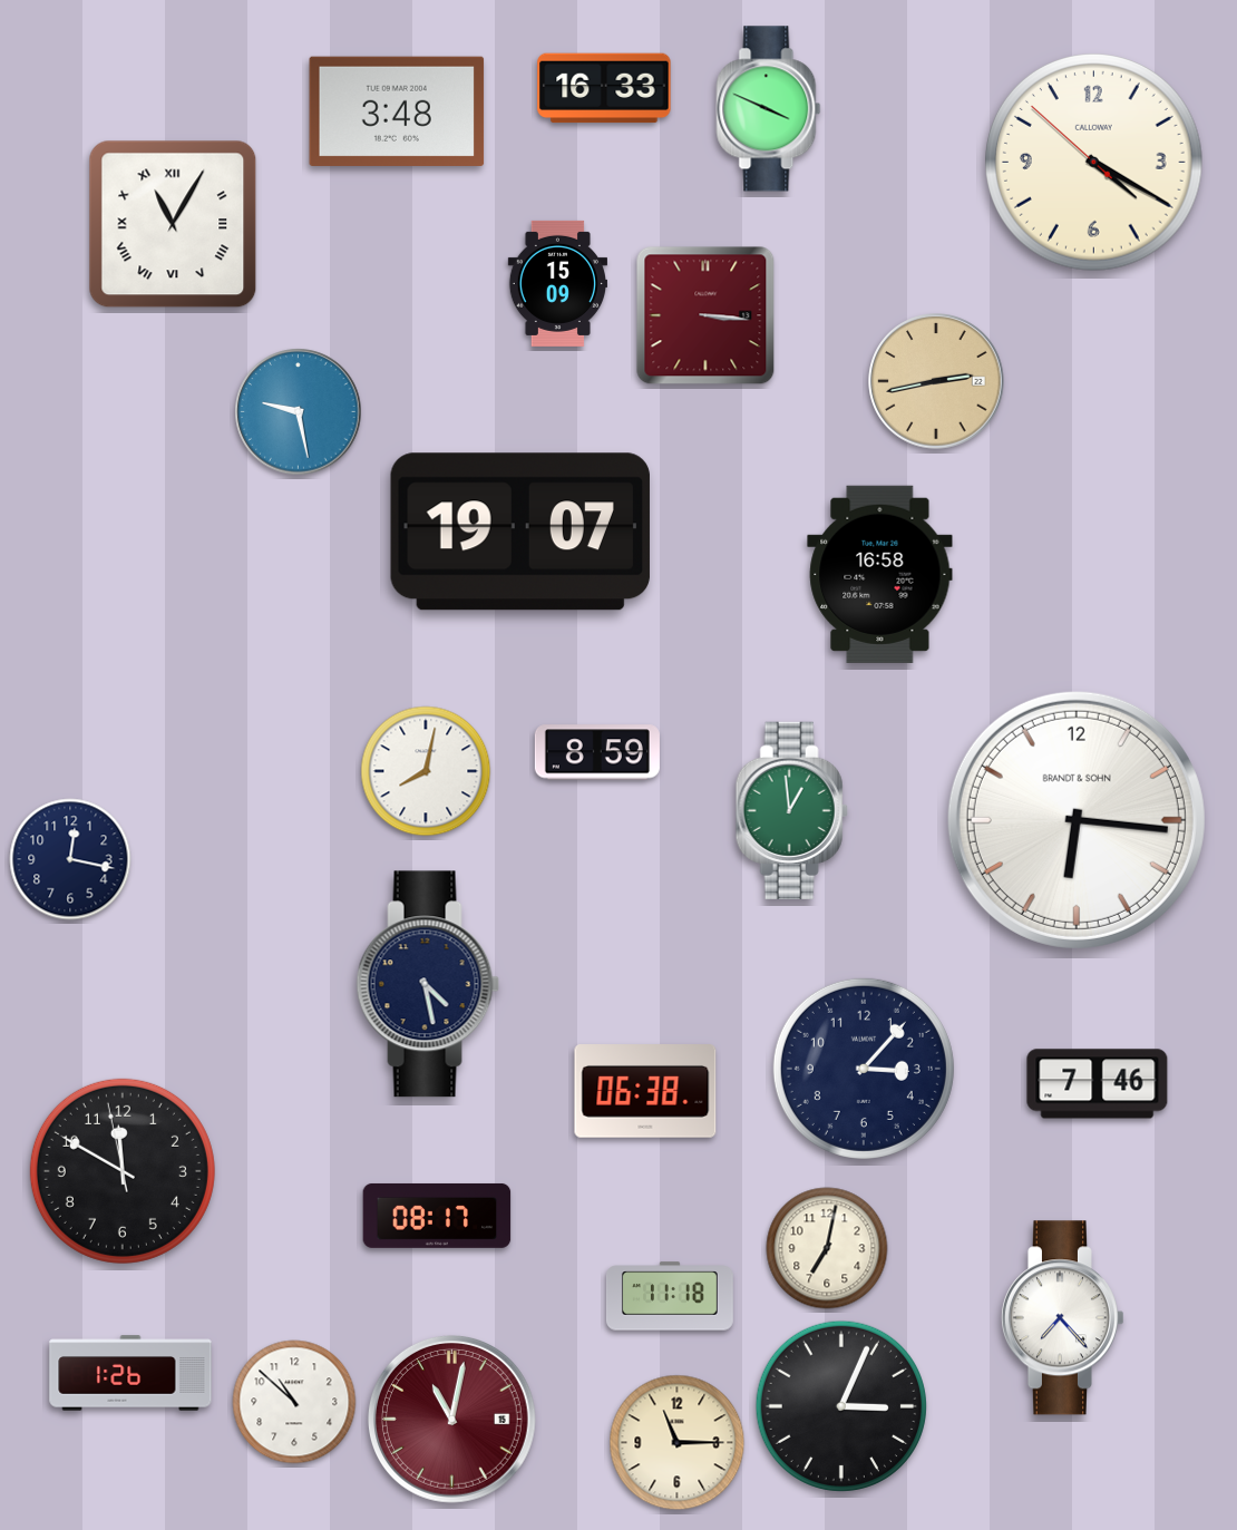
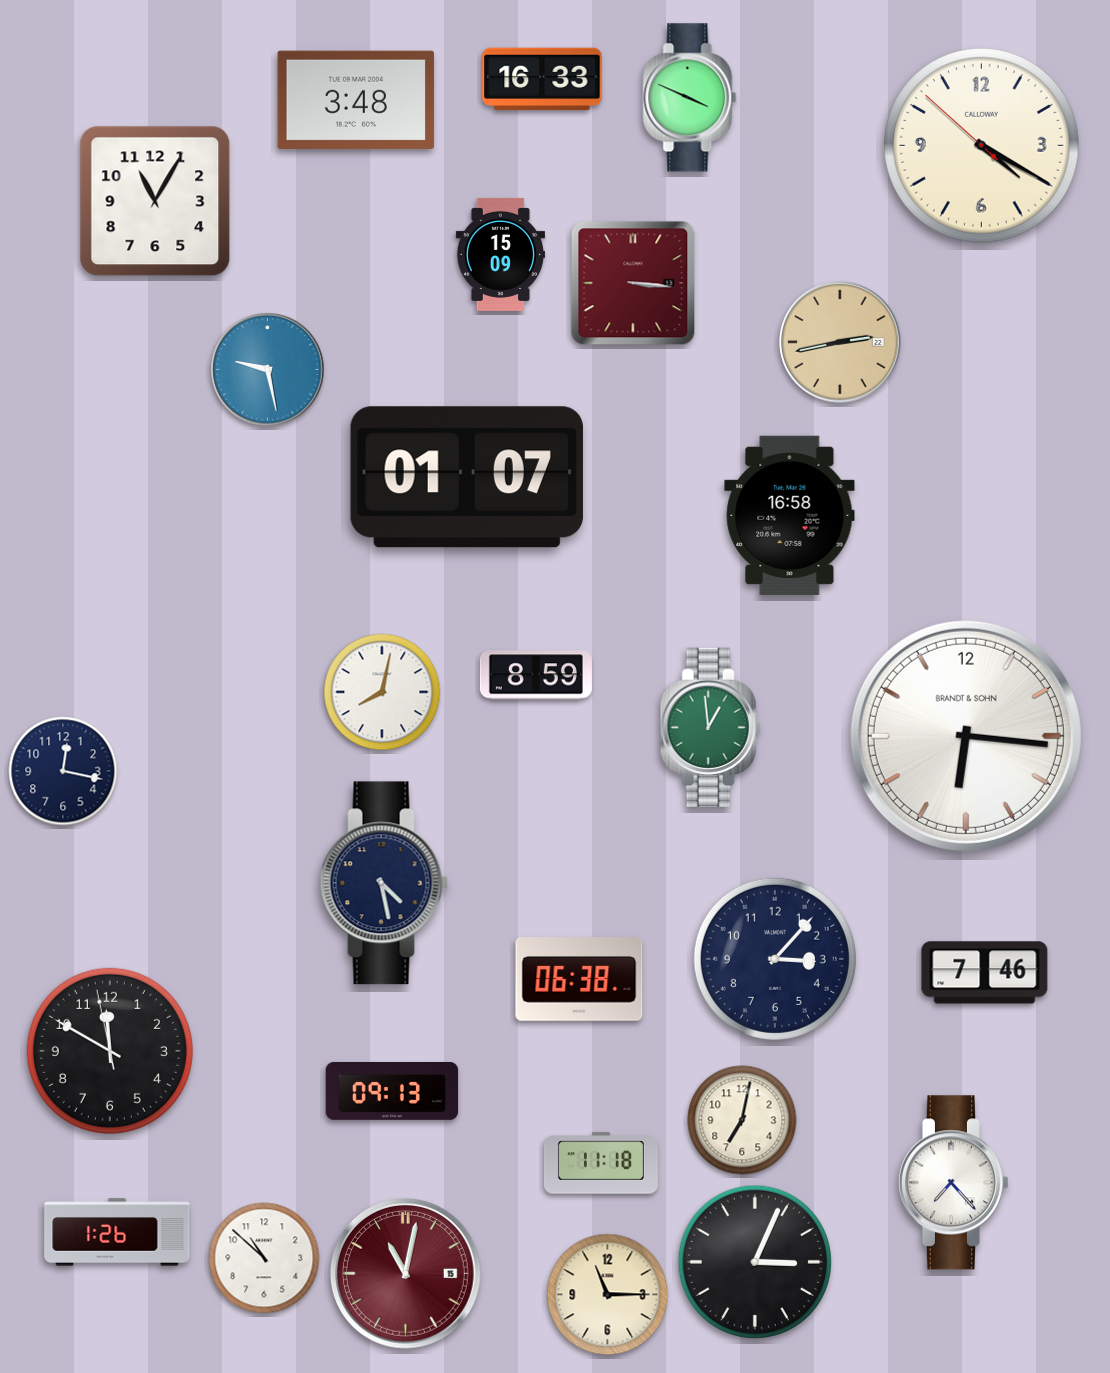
clock at (173, 224) numerals: Roman -> Arabic
clock at (520, 532): 19:07 -> 01:07
clock at (437, 1216): 08:17 -> 09:13
